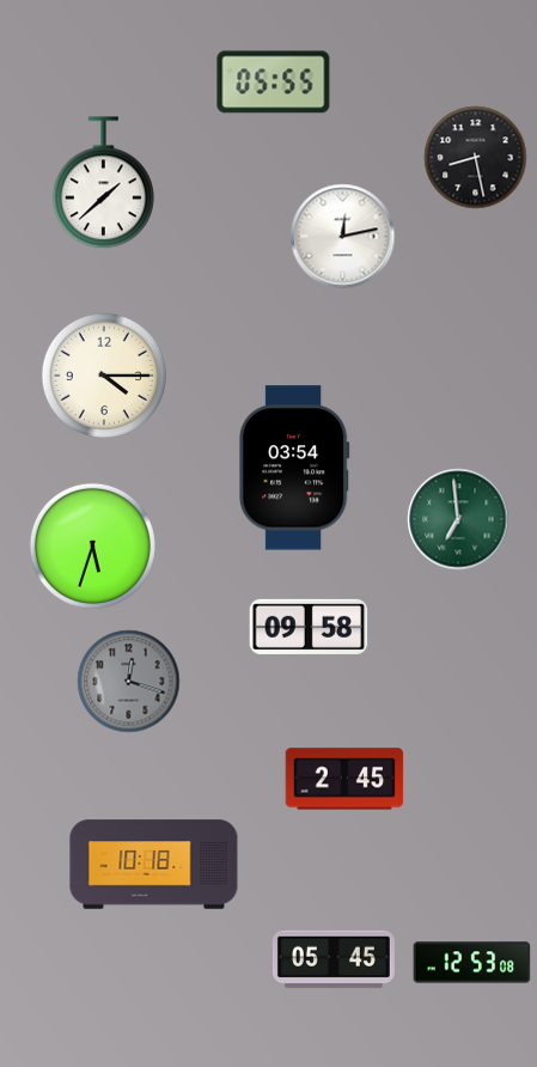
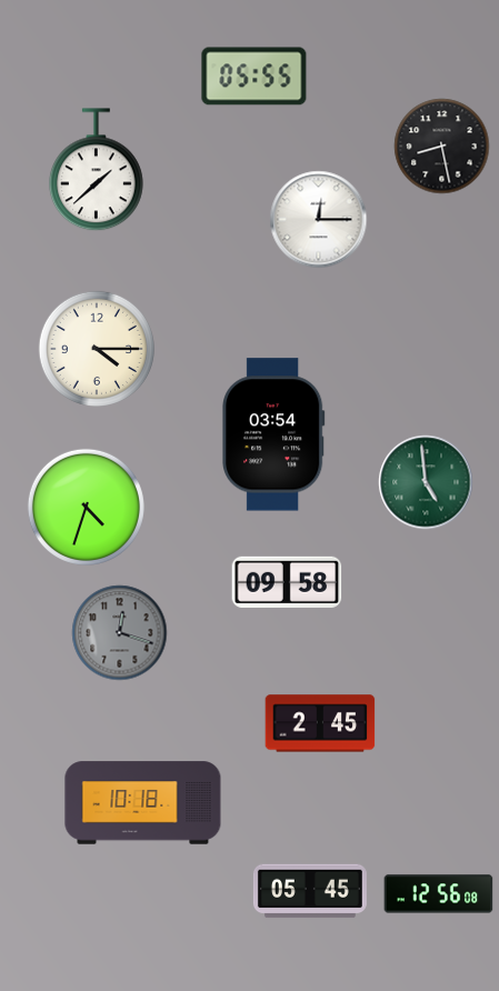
clock at (343, 237): 12:13 -> 12:15
clock at (458, 519): 6:59 -> 4:59
clock at (92, 545): 5:33 -> 4:33
clock at (472, 963): 12:53 -> 12:56
